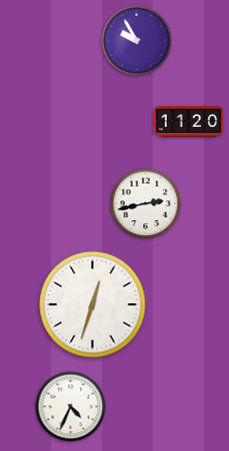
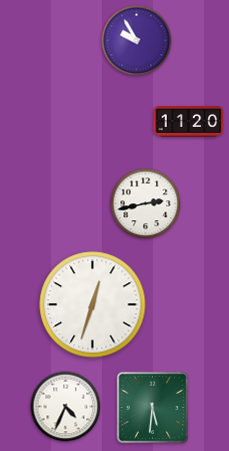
clock at (71, 407) position: (71, 407) -> (66, 407)
clock at (153, 408): none -> 5:31
